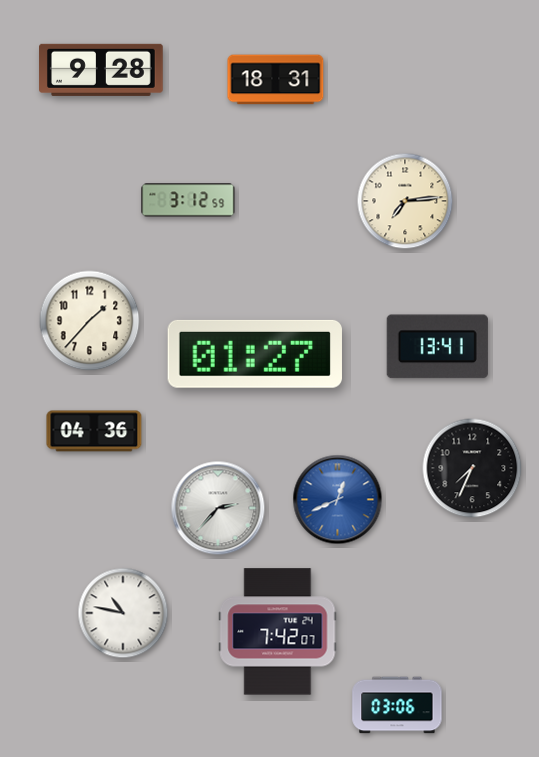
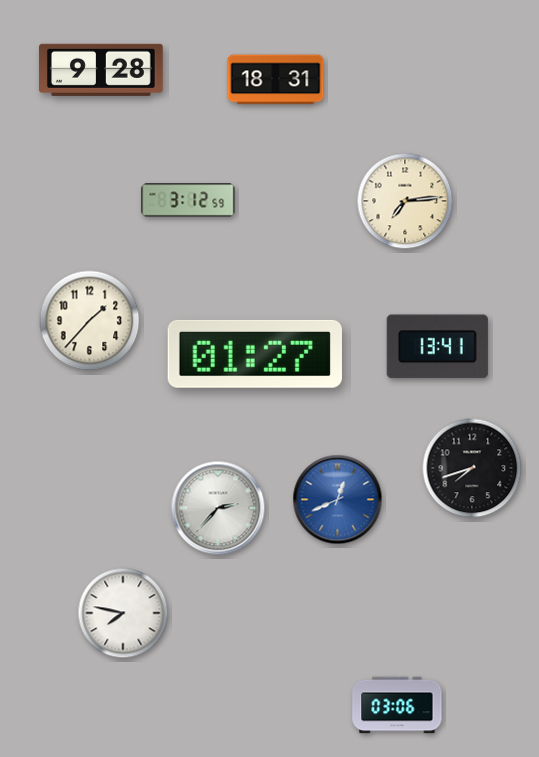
clock at (94, 431): 04:36 -> none
clock at (472, 468): 7:34 -> 7:42
clock at (123, 613): 10:47 -> 7:47
clock at (278, 632): 7:42 -> none
